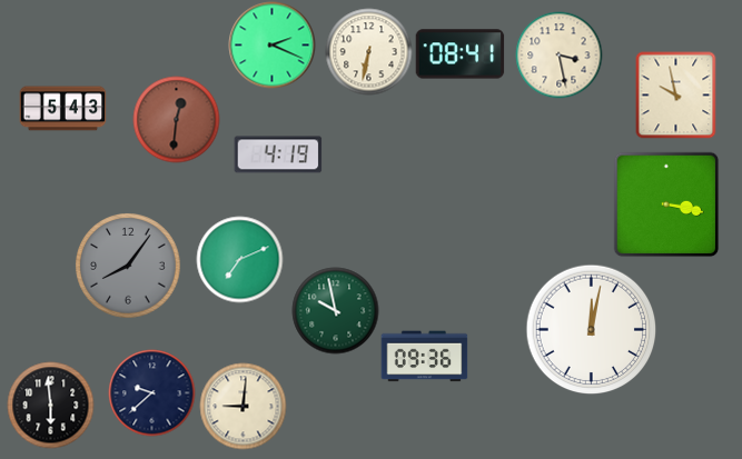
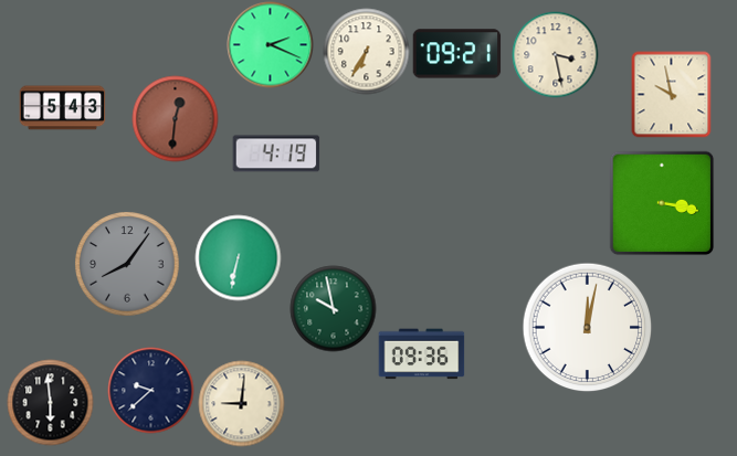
clock at (368, 51): 6:32 -> 6:35
clock at (459, 54): 08:41 -> 09:21
clock at (239, 259): 7:11 -> 6:32
